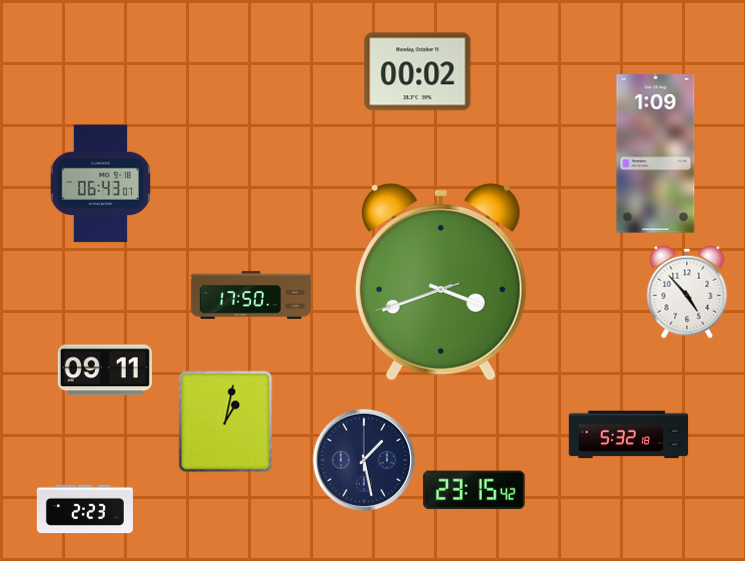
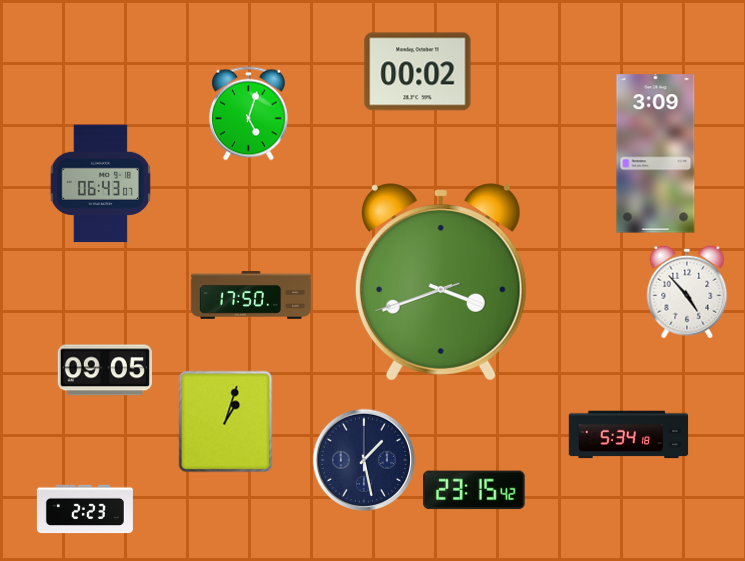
clock at (248, 114): none -> 5:03
clock at (656, 154): 1:09 -> 3:09
clock at (105, 370): 09:11 -> 09:05
clock at (226, 422): 1:02 -> 1:03
clock at (629, 435): 5:32 -> 5:34
